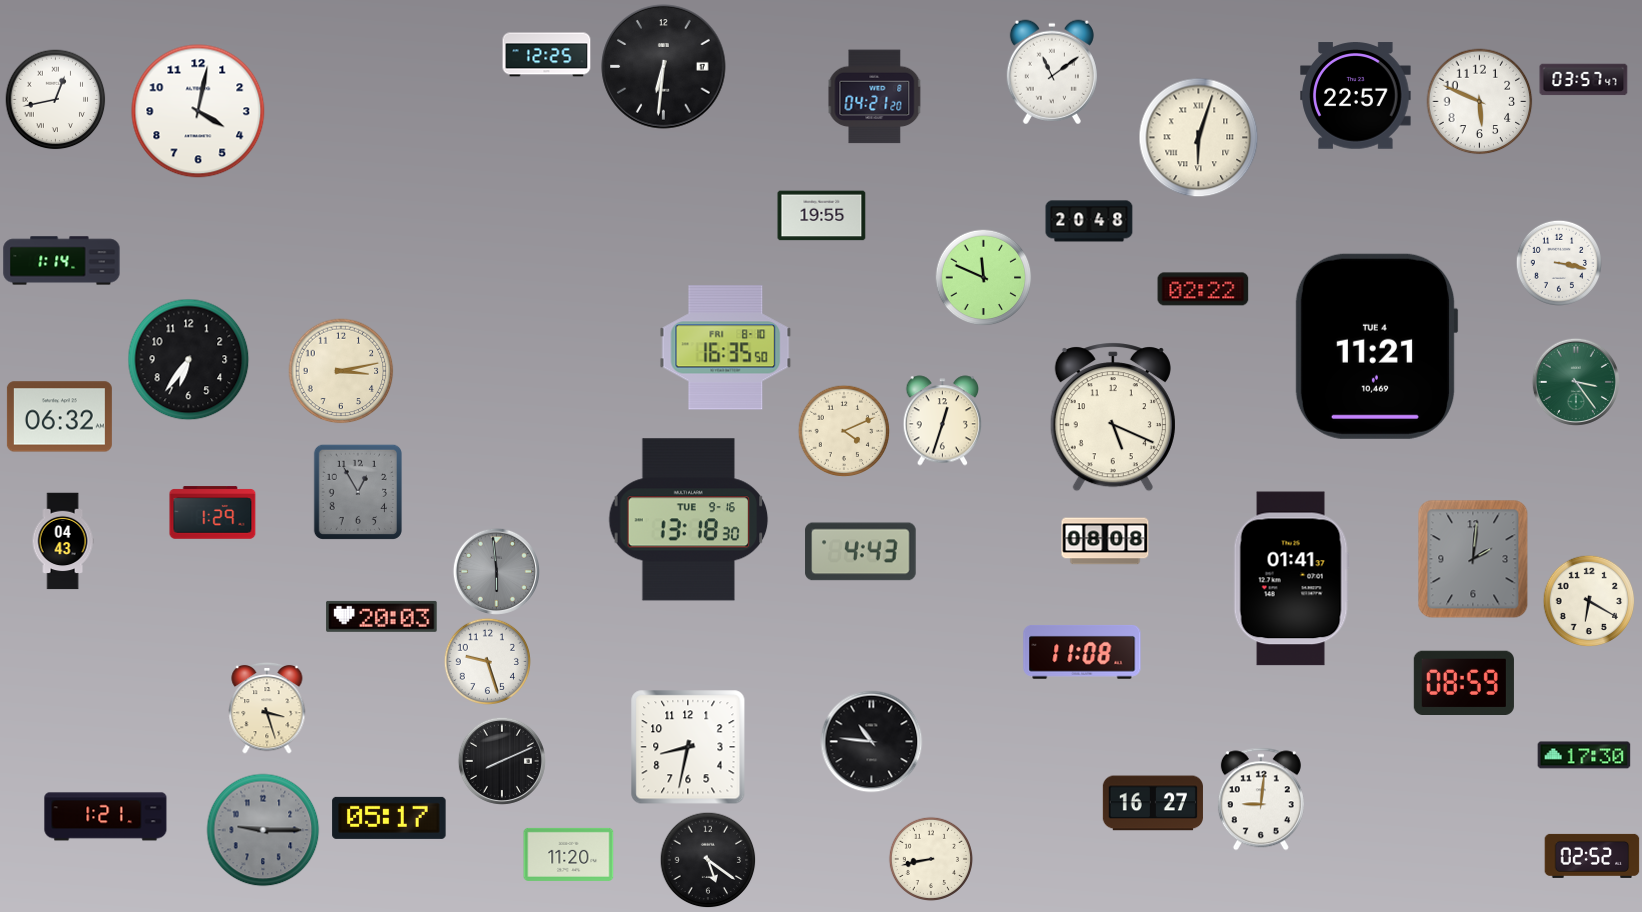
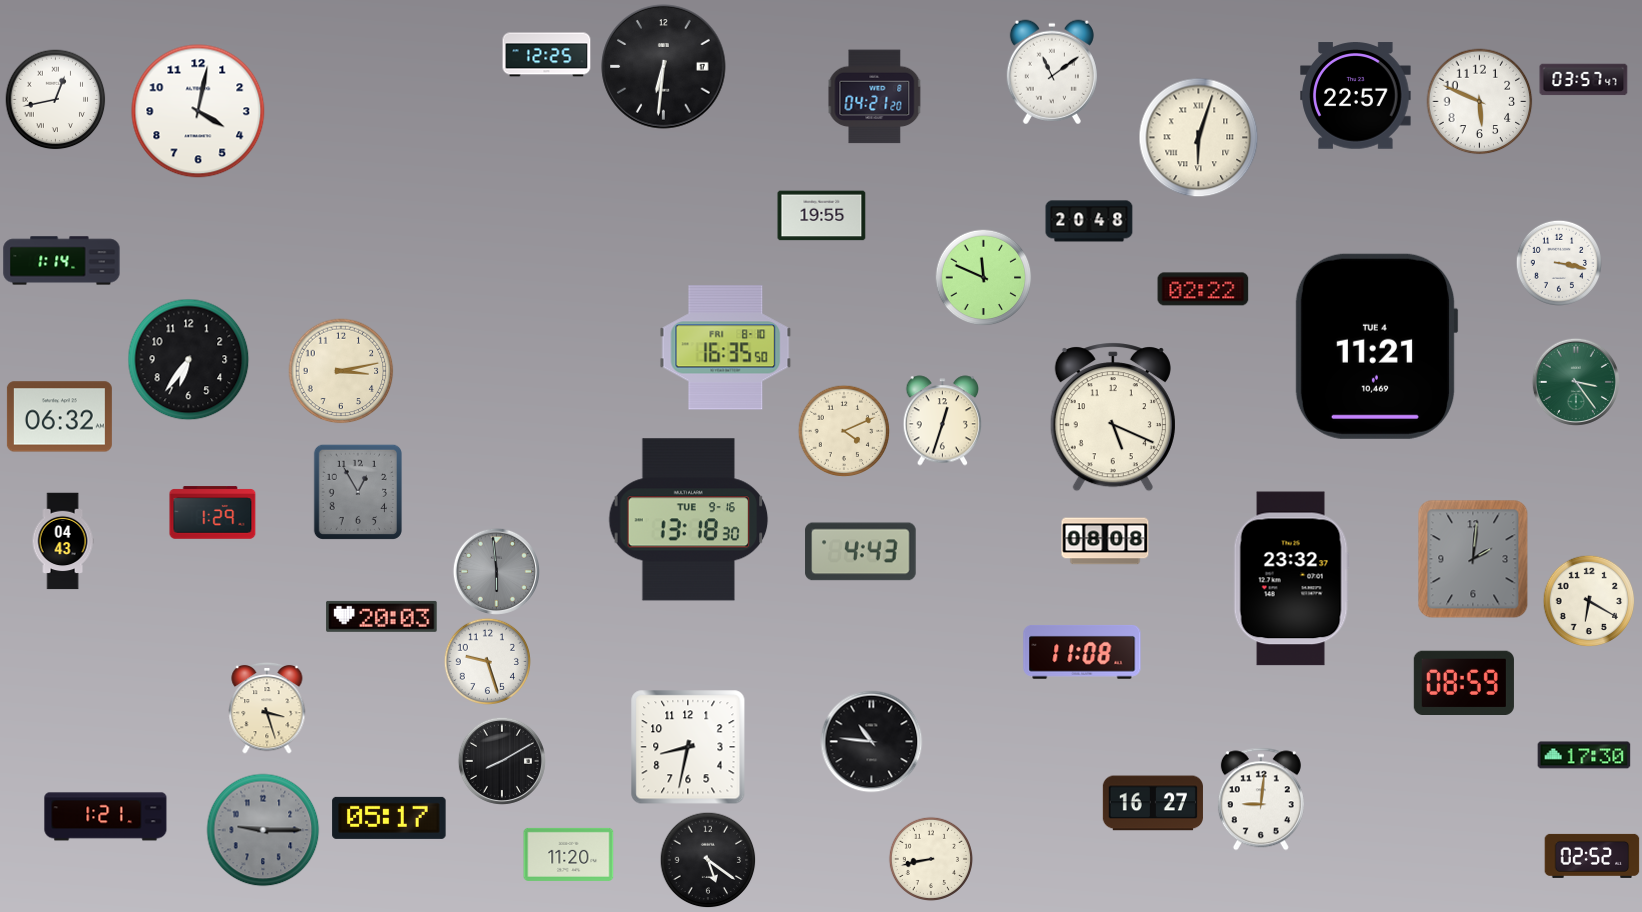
clock at (1291, 579): 01:41 -> 23:32
clock at (502, 761): 8:11 -> 8:10
